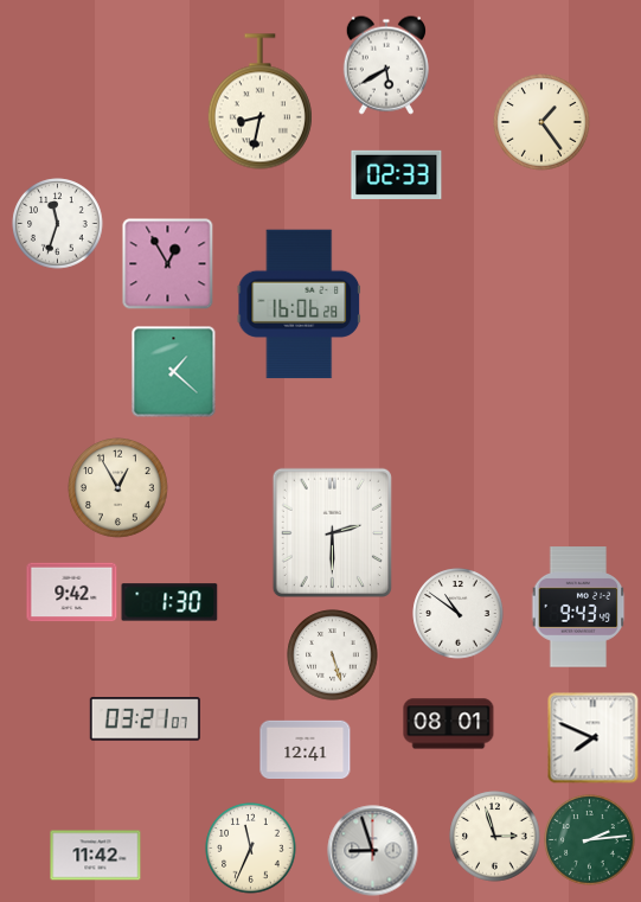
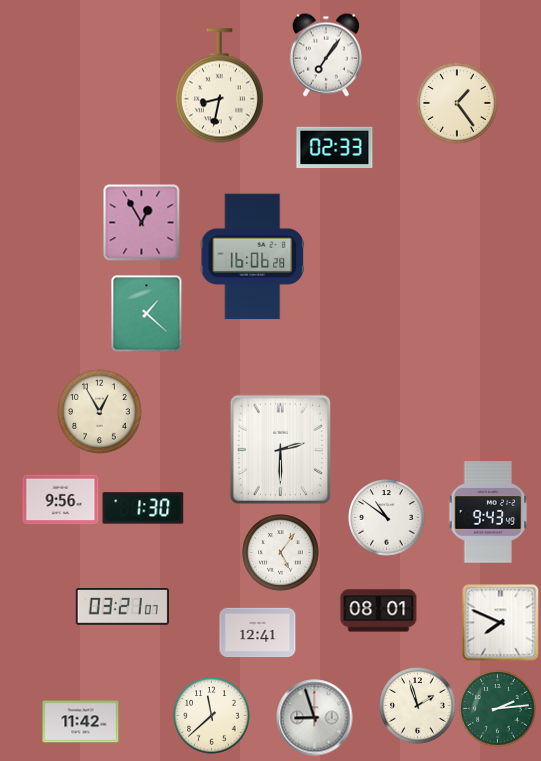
clock at (386, 65): 5:40 -> 7:06
clock at (58, 224): 11:33 -> none
clock at (72, 593): 9:42 -> 9:56
clock at (333, 655): 5:27 -> 5:06
clock at (495, 837): 2:57 -> 1:57
clock at (251, 849): 11:34 -> 11:38
